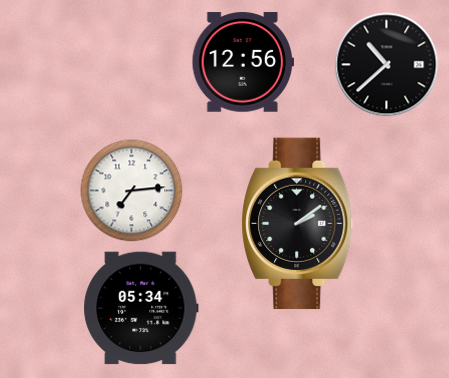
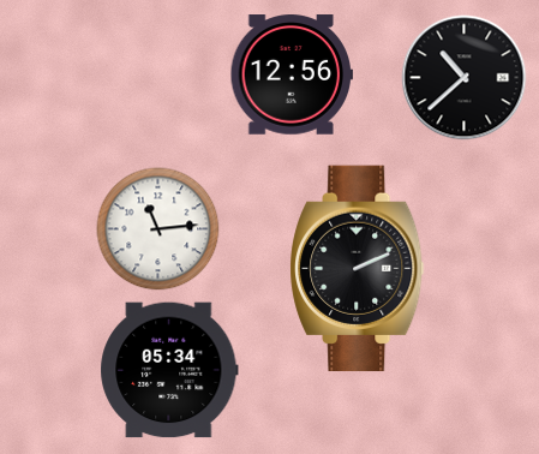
clock at (132, 191): 7:14 -> 11:14
clock at (298, 224): 2:09 -> 2:11
